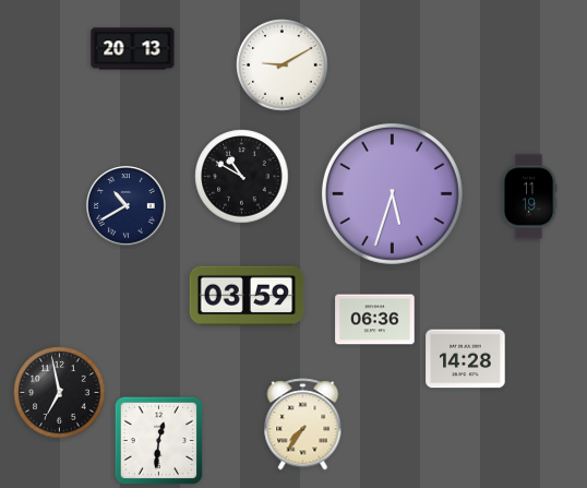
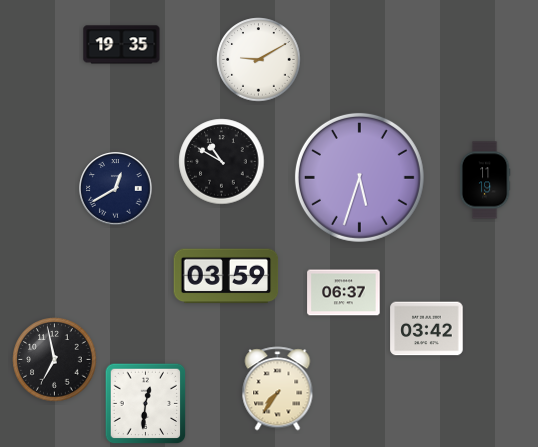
clock at (133, 49): 20:13 -> 19:35
clock at (127, 206): 10:40 -> 12:40
clock at (247, 296) position: (247, 296) -> (226, 276)
clock at (375, 320): 06:36 -> 06:37
clock at (466, 359): 14:28 -> 03:42
